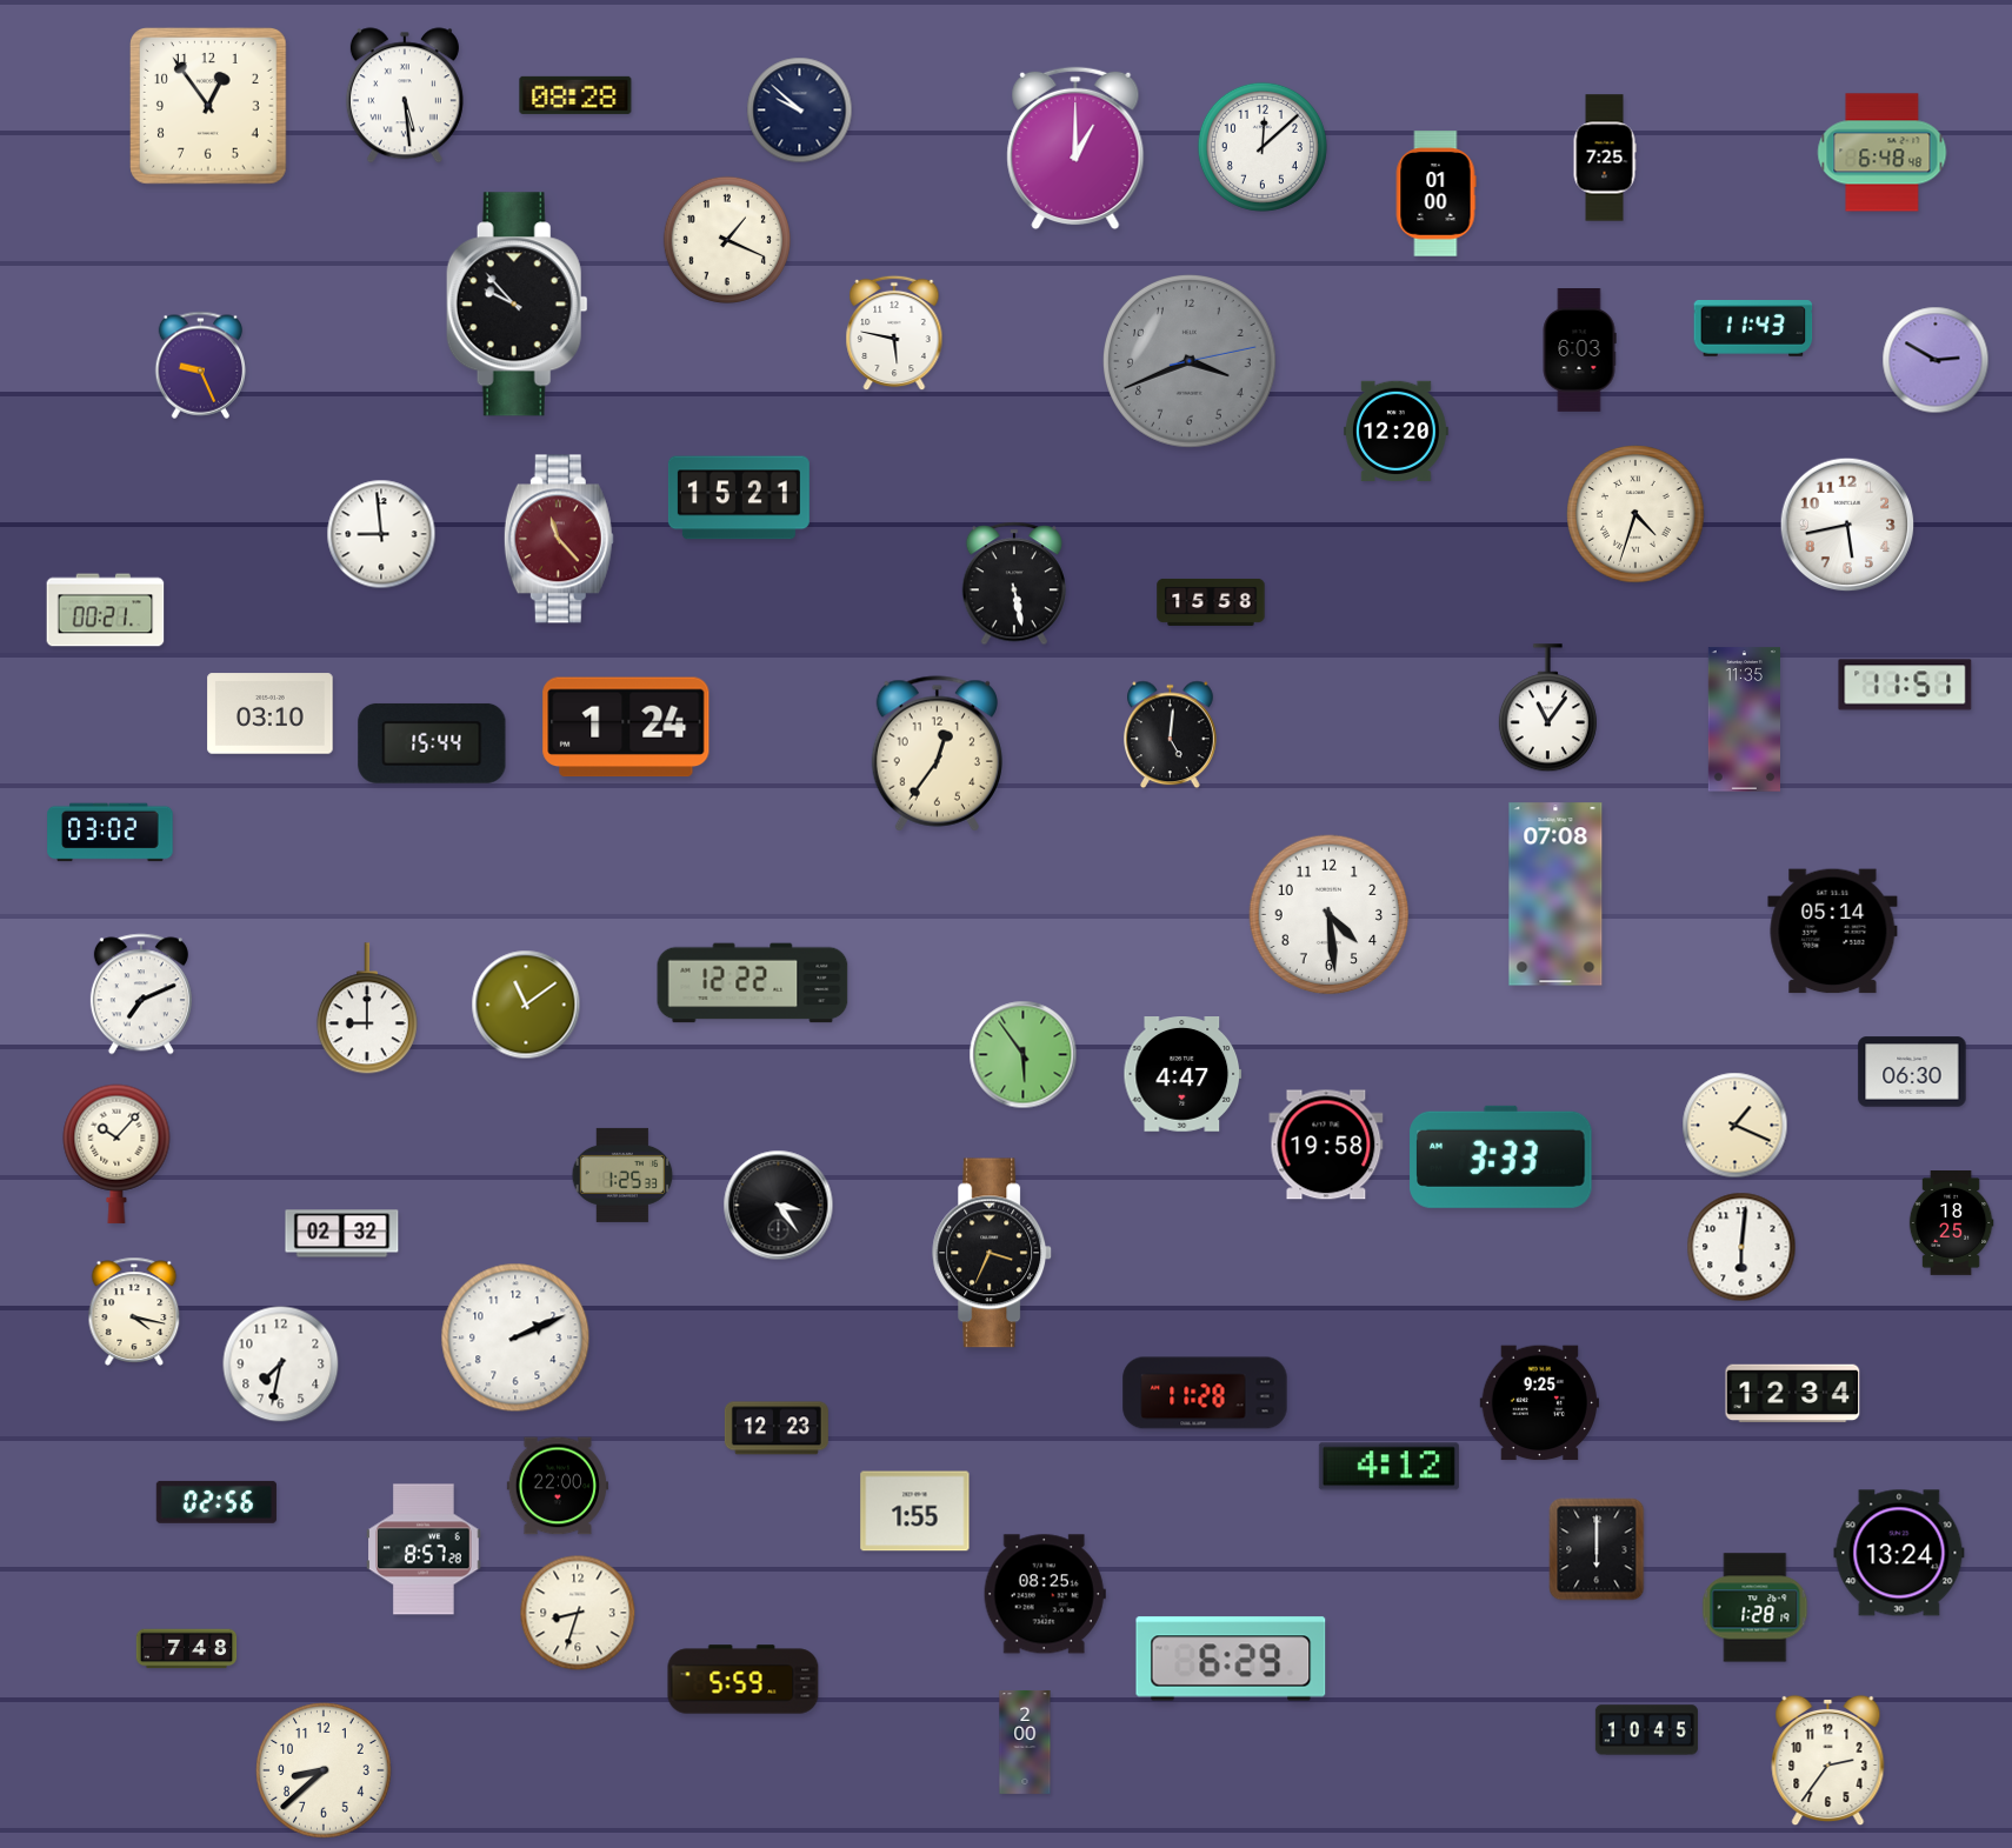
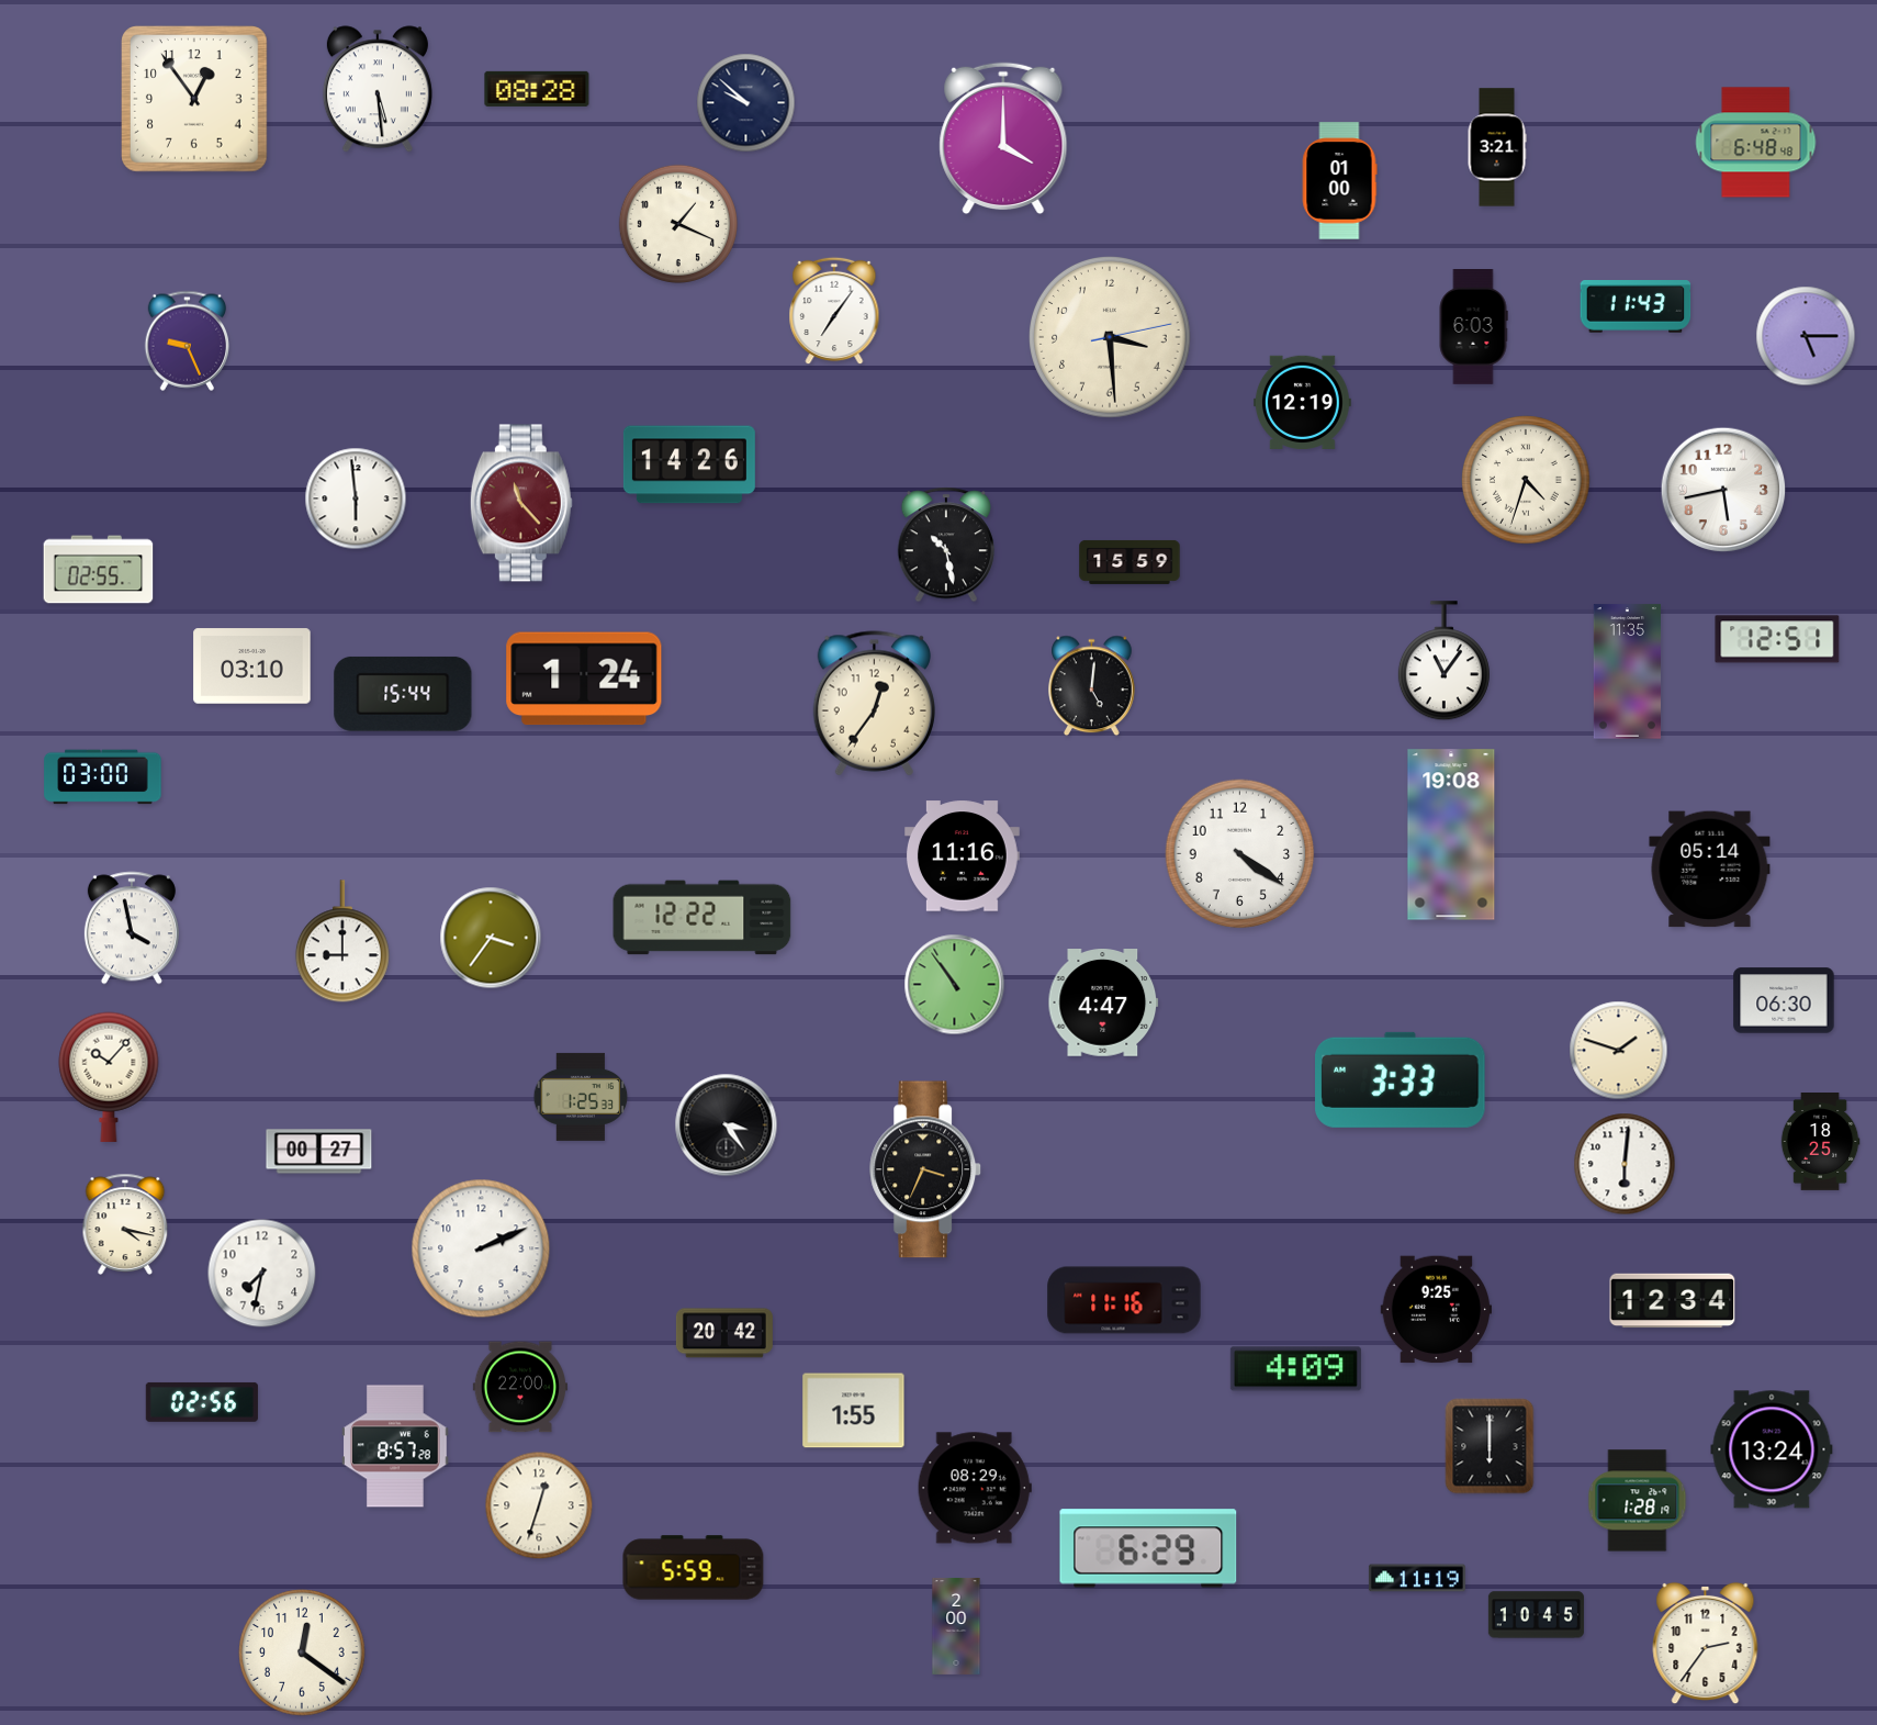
clock at (1263, 147): 12:08 -> none
clock at (1075, 148): 1:00 -> 4:00
clock at (1605, 158): 7:25 -> 3:21
clock at (517, 305): 9:53 -> none
clock at (894, 333): 5:47 -> 7:06
clock at (1936, 360): 2:50 -> 5:15
clock at (1191, 362): 3:41 -> 3:29
clock at (1191, 362) dial: grey -> cream
clock at (1395, 431): 12:20 -> 12:19
clock at (739, 498): 15:21 -> 14:26
clock at (381, 534): 8:59 -> 5:59
clock at (1013, 583): 5:28 -> 10:28
clock at (1211, 602): 15:58 -> 15:59
clock at (106, 611): 00:21 -> 02:55
clock at (1905, 685): 11:51 -> 12:51
clock at (111, 833): 03:02 -> 03:00
clock at (1555, 894): 07:08 -> 19:08
clock at (1330, 915): 4:29 -> 4:21
clock at (962, 856): none -> 11:16
clock at (141, 994): 7:11 -> 3:58
clock at (526, 1005): 11:09 -> 3:36
clock at (1024, 1055): 5:54 -> 10:54
clock at (1735, 1126): 1:19 -> 1:48
clock at (1326, 1145): 19:58 -> none
clock at (342, 1234): 02:32 -> 00:27
clock at (1205, 1393): 11:28 -> 11:16
clock at (777, 1428): 12:23 -> 20:42
clock at (1388, 1467): 4:12 -> 4:09
clock at (1045, 1594): 08:25 -> 08:29
clock at (578, 1613): 8:33 -> 12:33
clock at (187, 1649): 7:48 -> none
clock at (1417, 1578): none -> 11:19
clock at (324, 1770): 8:38 -> 12:21
